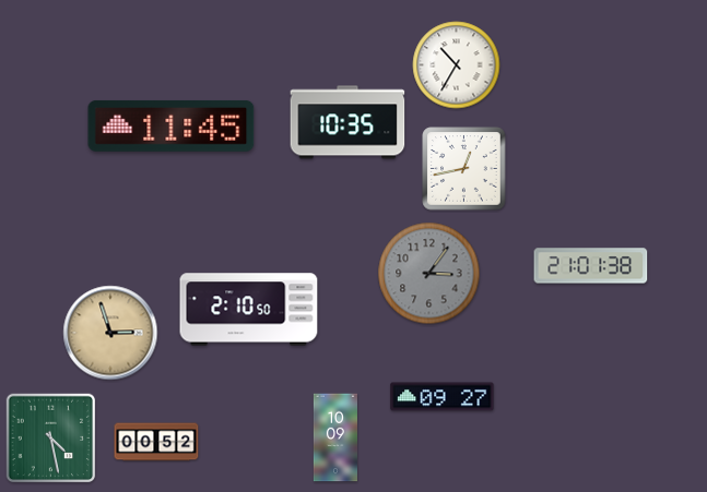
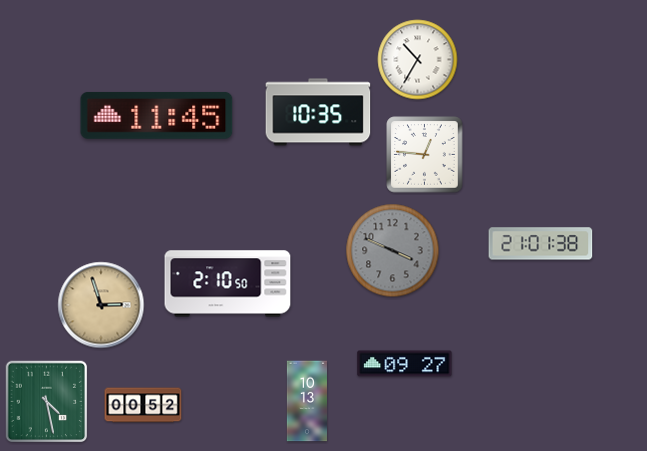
clock at (464, 169): 12:43 -> 12:46
clock at (429, 274): 3:06 -> 3:49
clock at (335, 437): 10:09 -> 10:13
